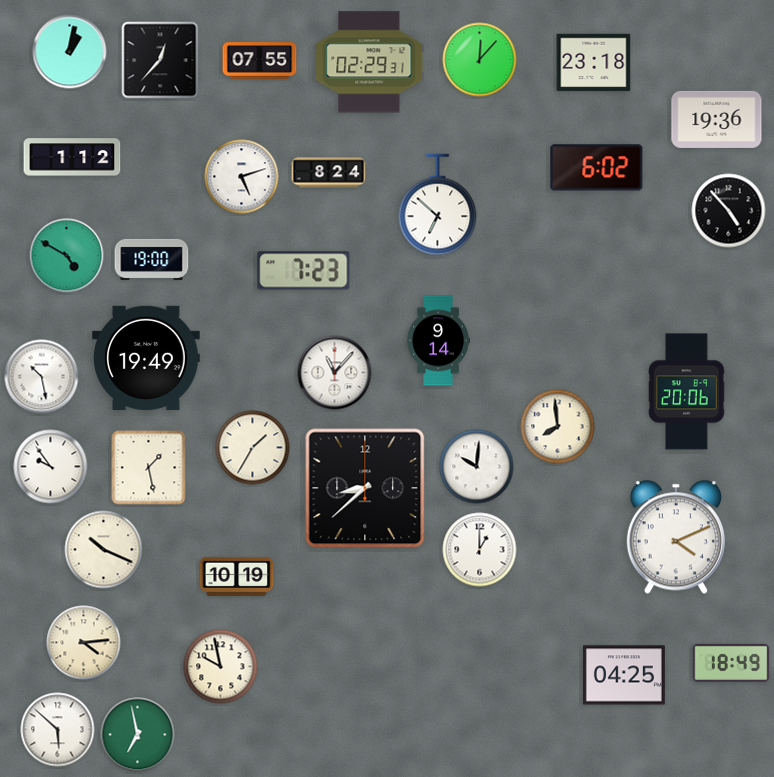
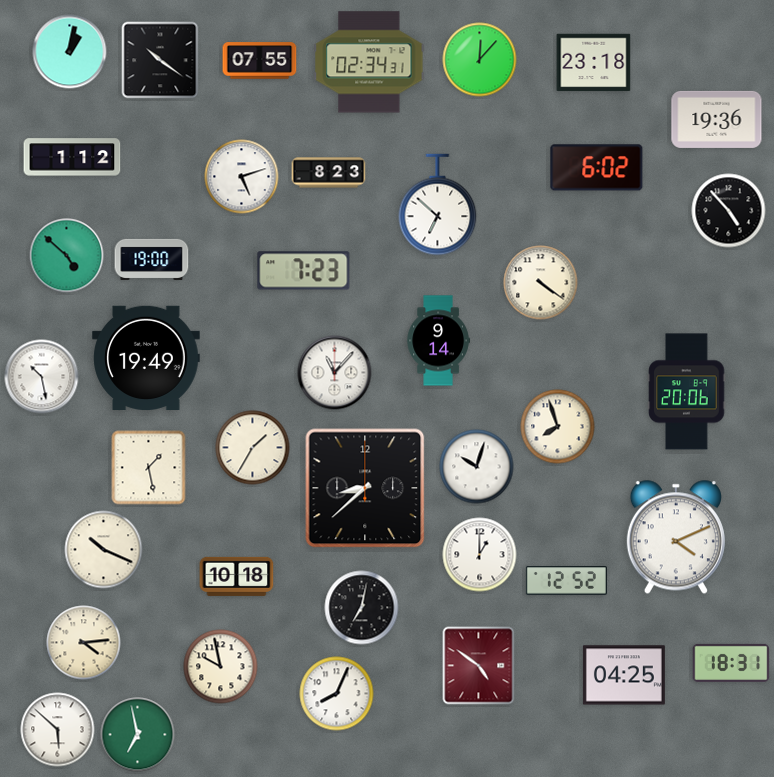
clock at (160, 60): 12:37 -> 10:21
clock at (369, 62): 02:29 -> 02:34
clock at (329, 173): 8:24 -> 8:23
clock at (67, 256): 4:50 -> 4:52
clock at (541, 283): none -> 4:21
clock at (558, 427): 7:59 -> 7:57
clock at (51, 467): 9:54 -> none
clock at (477, 467): 10:01 -> 10:03
clock at (480, 550) position: (480, 550) -> (480, 555)
clock at (237, 576): 10:19 -> 10:18
clock at (566, 581): none -> 12:52
clock at (362, 608): none -> 7:02
clock at (731, 663): 18:49 -> 18:31
clock at (479, 666): none -> 4:51
clock at (337, 694): none -> 8:04
